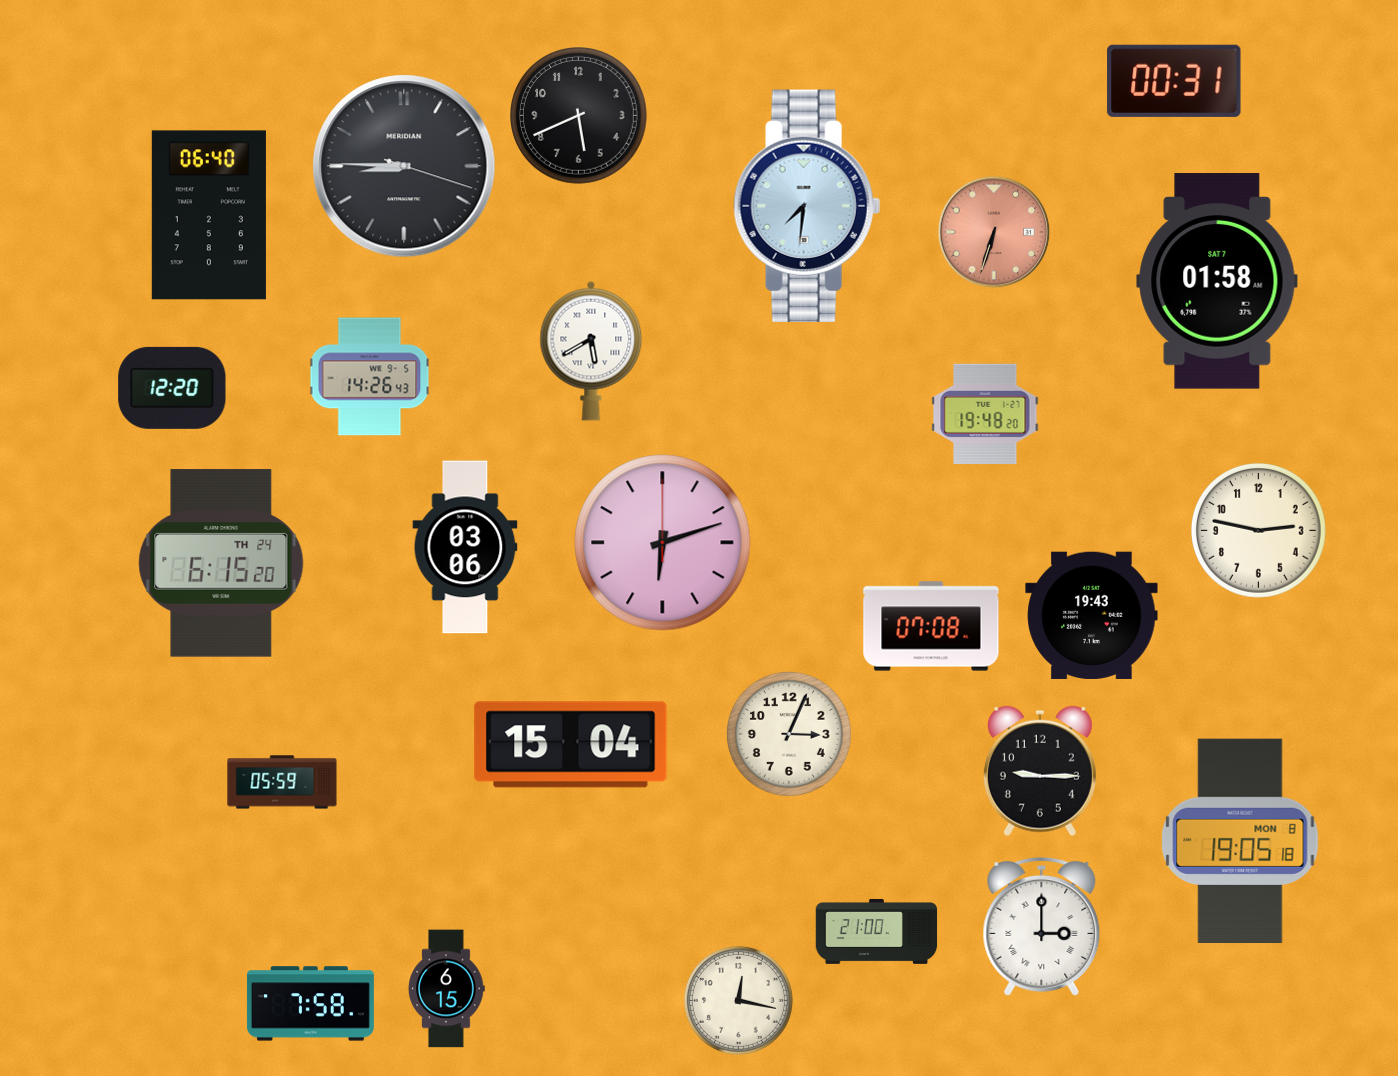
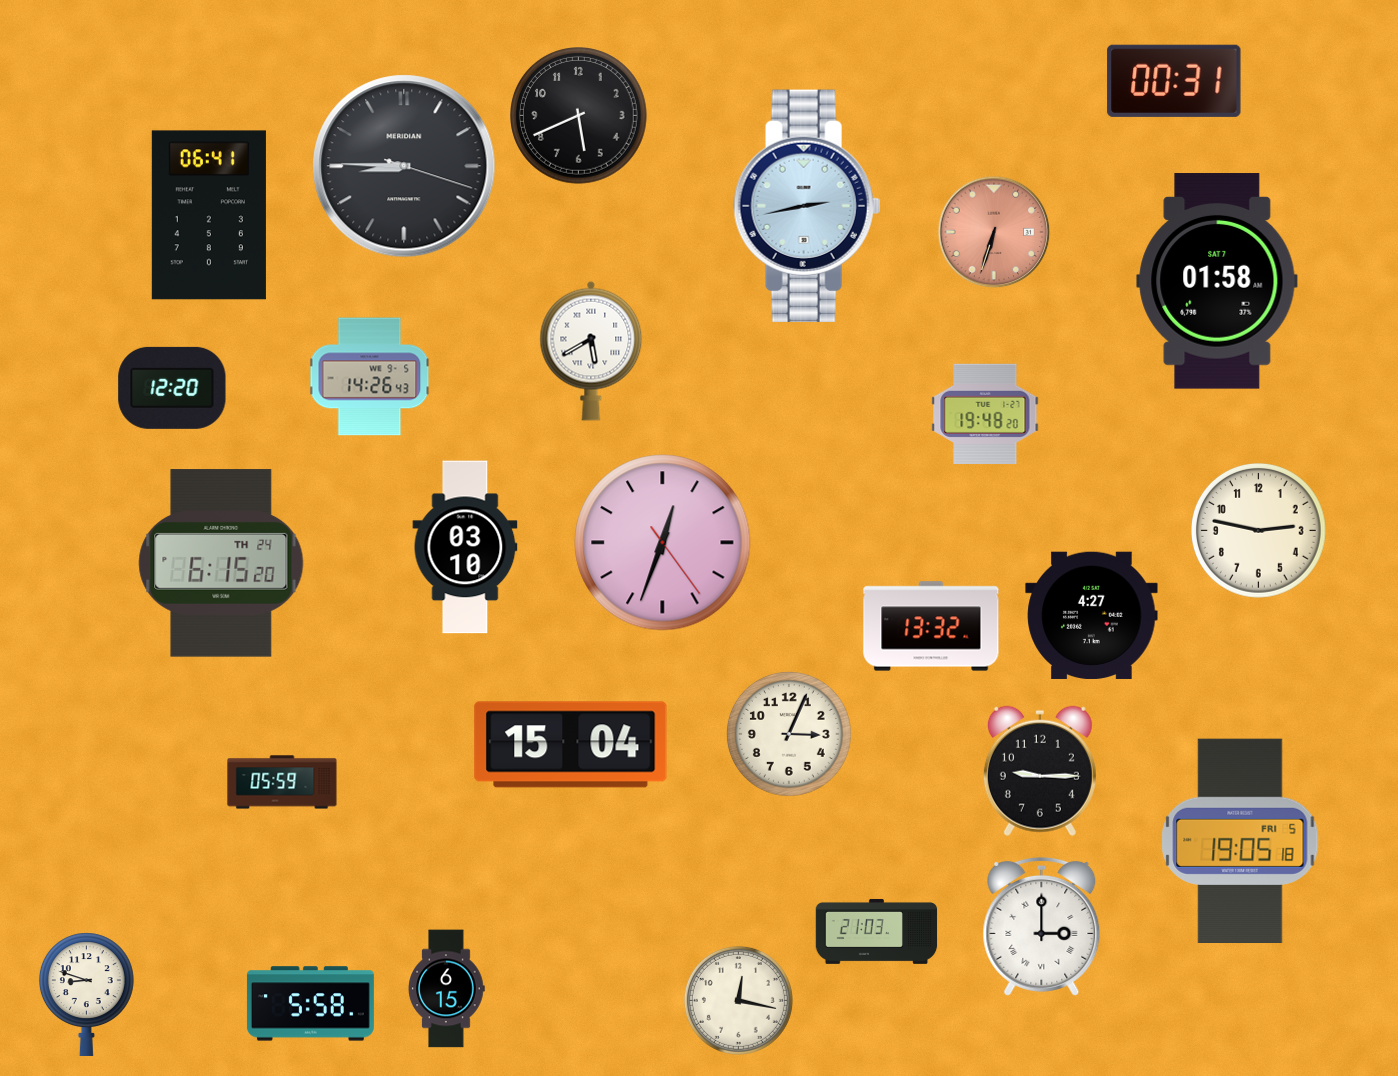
clock at (807, 206): 7:31 -> 2:43
clock at (209, 215): 06:40 -> 06:41
clock at (663, 543): 6:12 -> 12:33
clock at (465, 547): 03:06 -> 03:10
clock at (1092, 615): 19:43 -> 4:27
clock at (931, 626): 07:08 -> 13:32
clock at (1240, 840) date: MON 8 -> FRI 5
clock at (877, 932): 21:00 -> 21:03
clock at (86, 994): none -> 8:48
clock at (310, 1004): 7:58 -> 5:58
